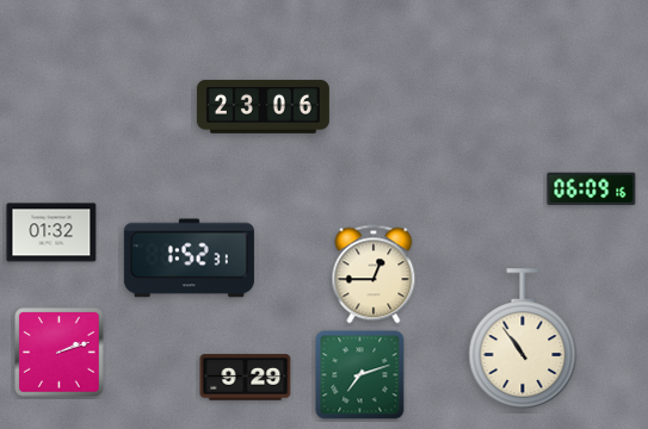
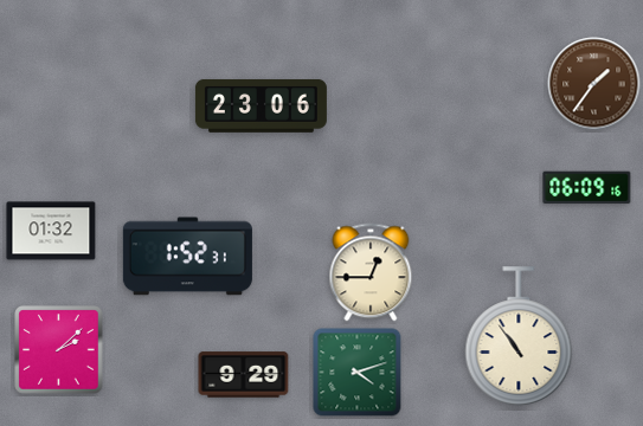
clock at (594, 84): none -> 1:36
clock at (60, 353): 2:12 -> 2:08
clock at (360, 375): 7:12 -> 4:12
